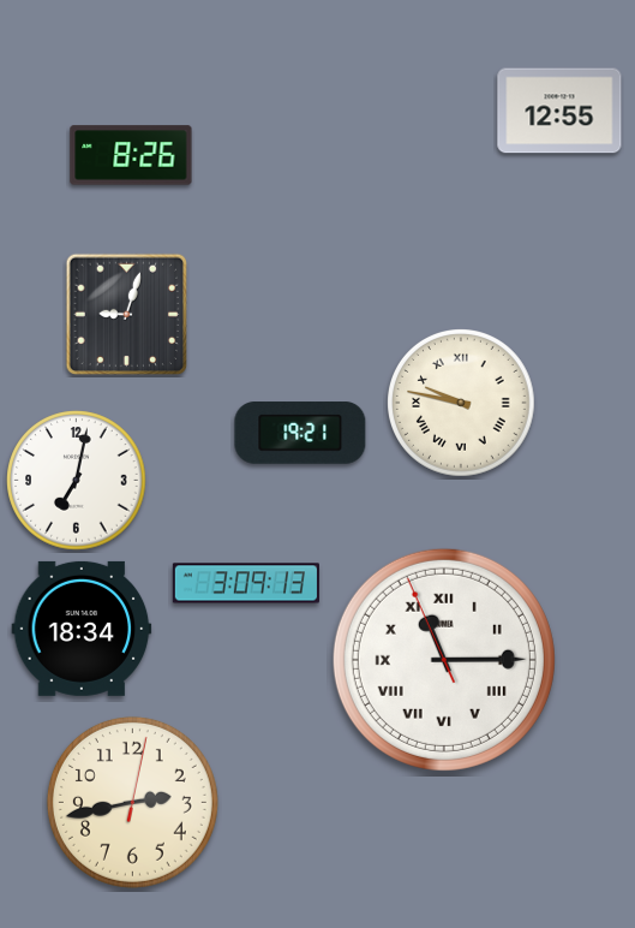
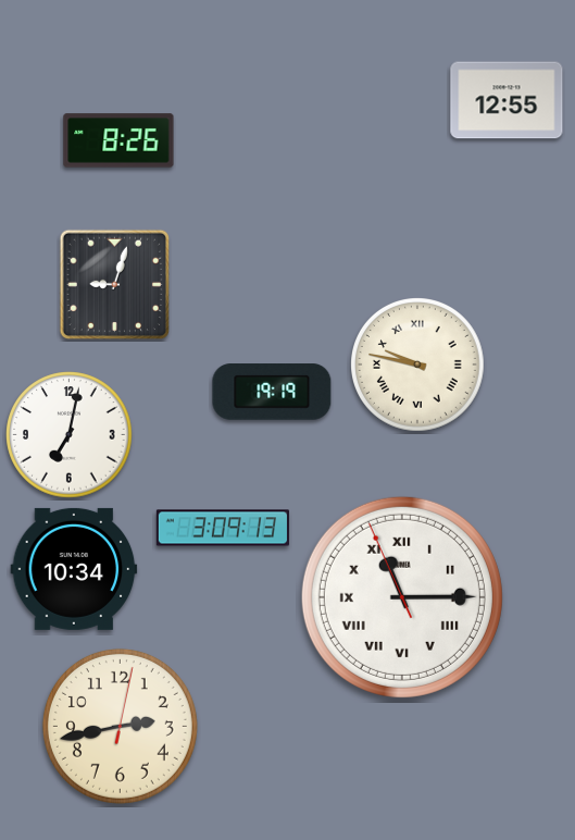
clock at (300, 433): 19:21 -> 19:19
clock at (82, 629): 18:34 -> 10:34
